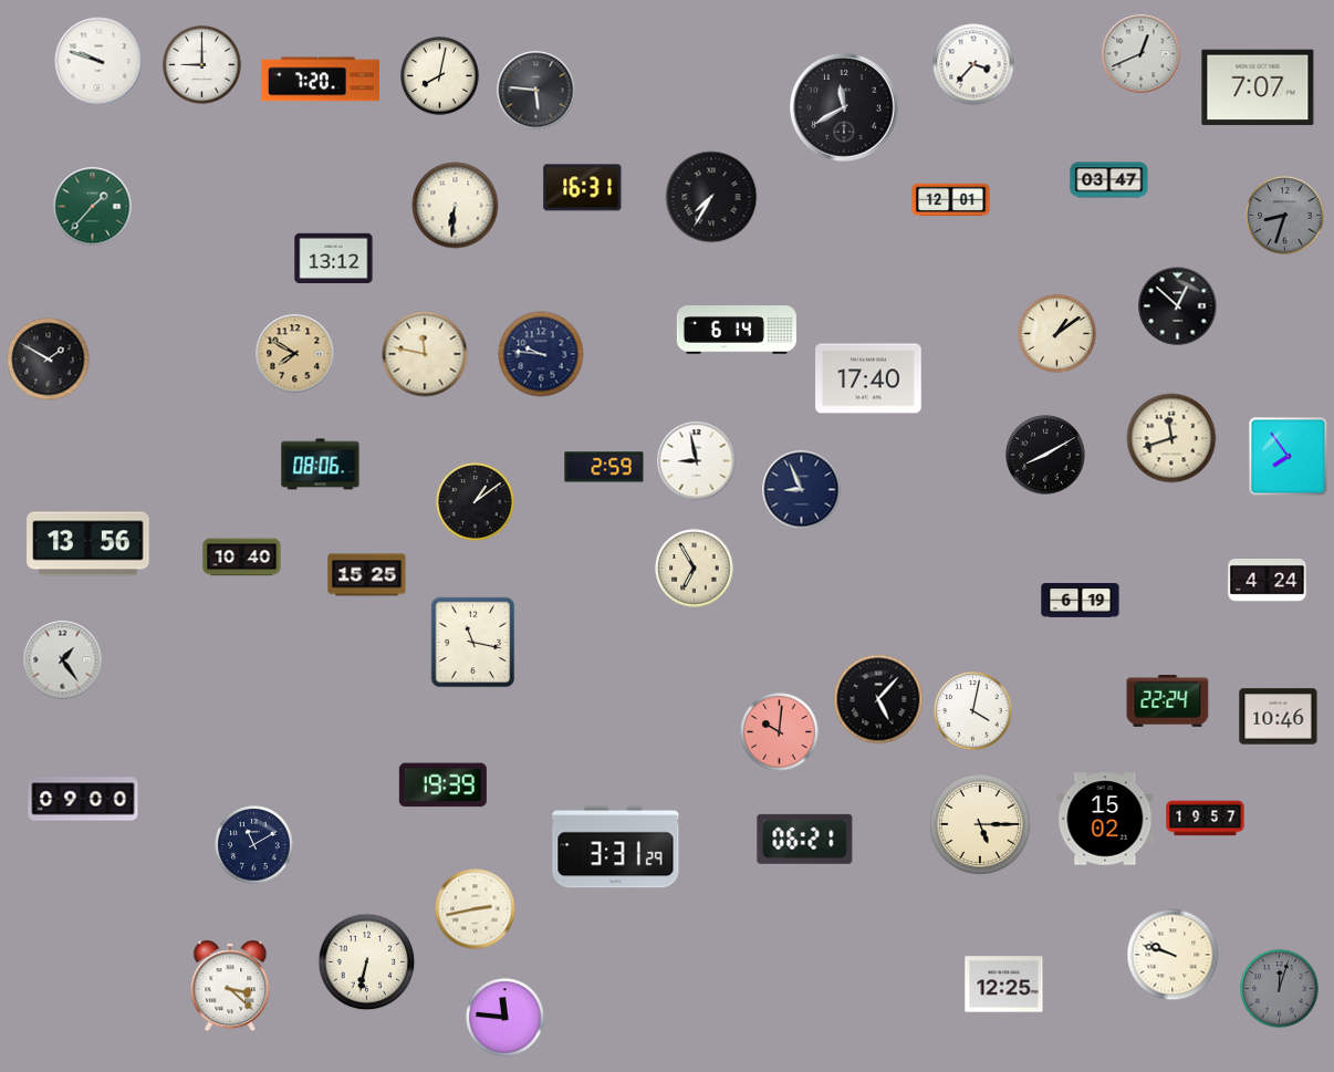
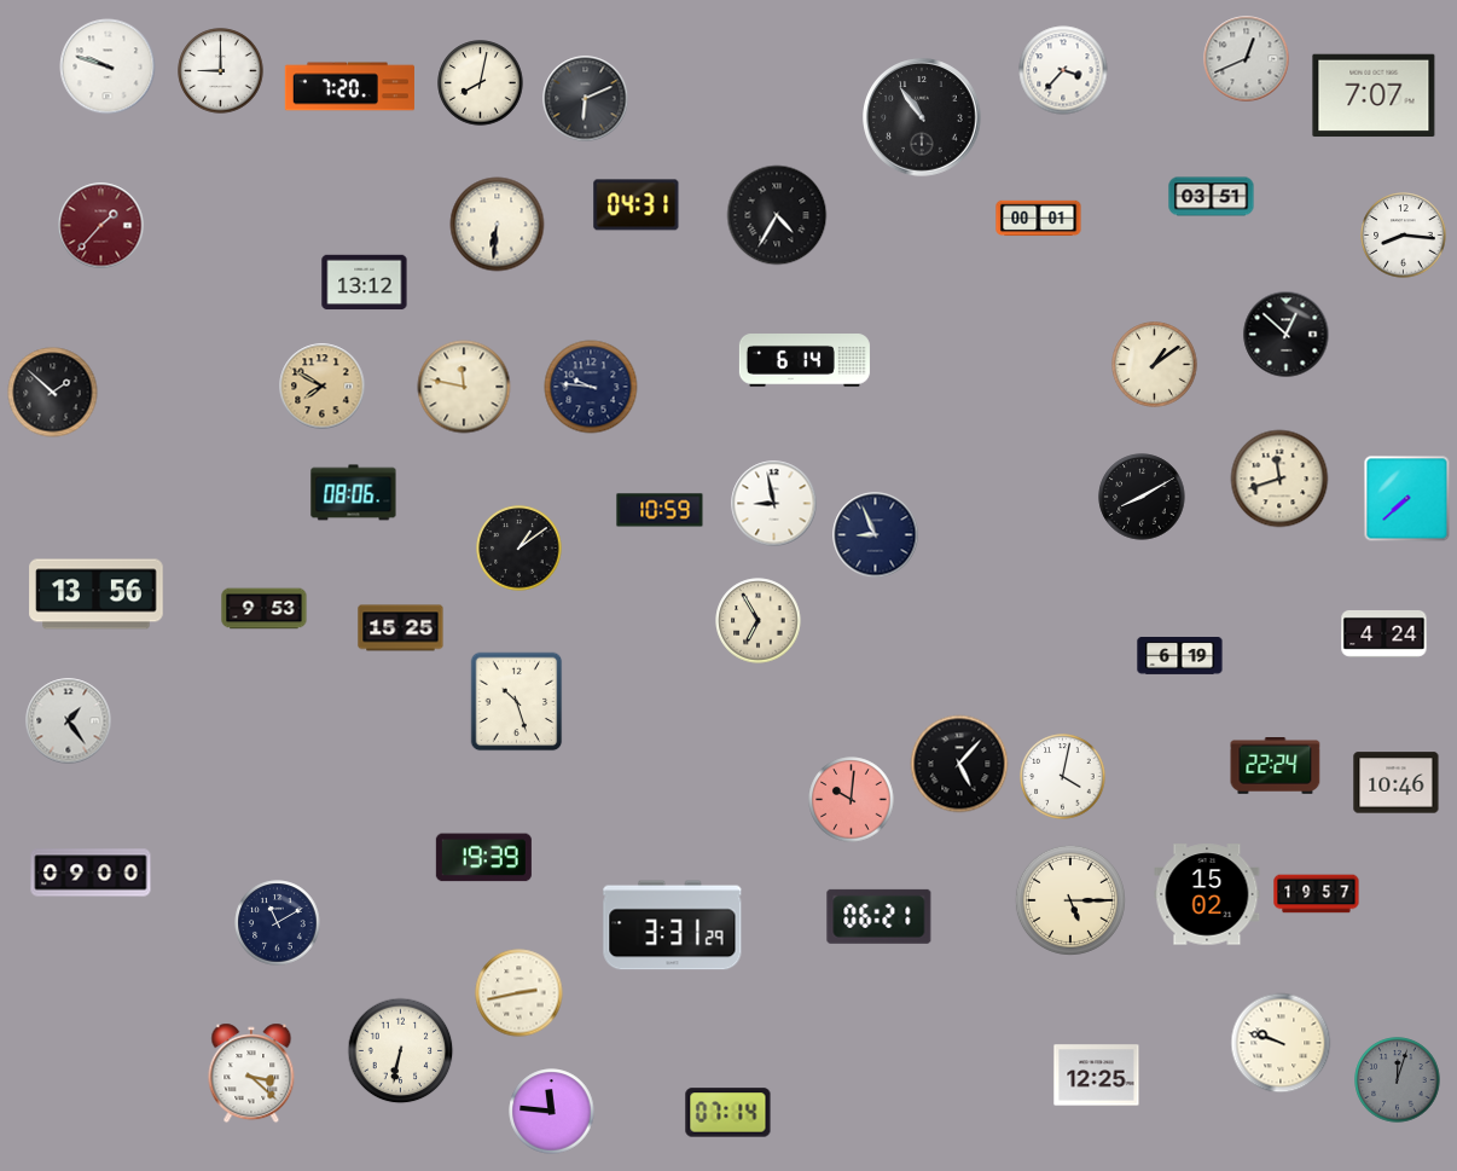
clock at (536, 91): 5:46 -> 6:11
clock at (844, 107): 11:40 -> 10:54
clock at (1109, 180): 03:47 -> 03:51
clock at (583, 188): 16:31 -> 04:31
clock at (711, 197): 7:35 -> 4:35
clock at (951, 200): 12:01 -> 00:01
clock at (93, 207) dial: green -> burgundy
clock at (1285, 216): 8:33 -> 8:16
clock at (1285, 216) dial: grey -> white
clock at (49, 360): 1:50 -> 1:52
clock at (868, 378): 17:40 -> none
clock at (1289, 457): 7:54 -> 7:38
clock at (697, 461) position: (697, 461) -> (774, 504)
clock at (321, 465) position: (321, 465) -> (354, 493)
clock at (604, 467): 2:59 -> 10:59
clock at (242, 558): 10:40 -> 9:53
clock at (473, 643): 11:17 -> 10:27
clock at (230, 986) position: (230, 986) -> (251, 1073)
clock at (728, 1113): none -> 07:14
